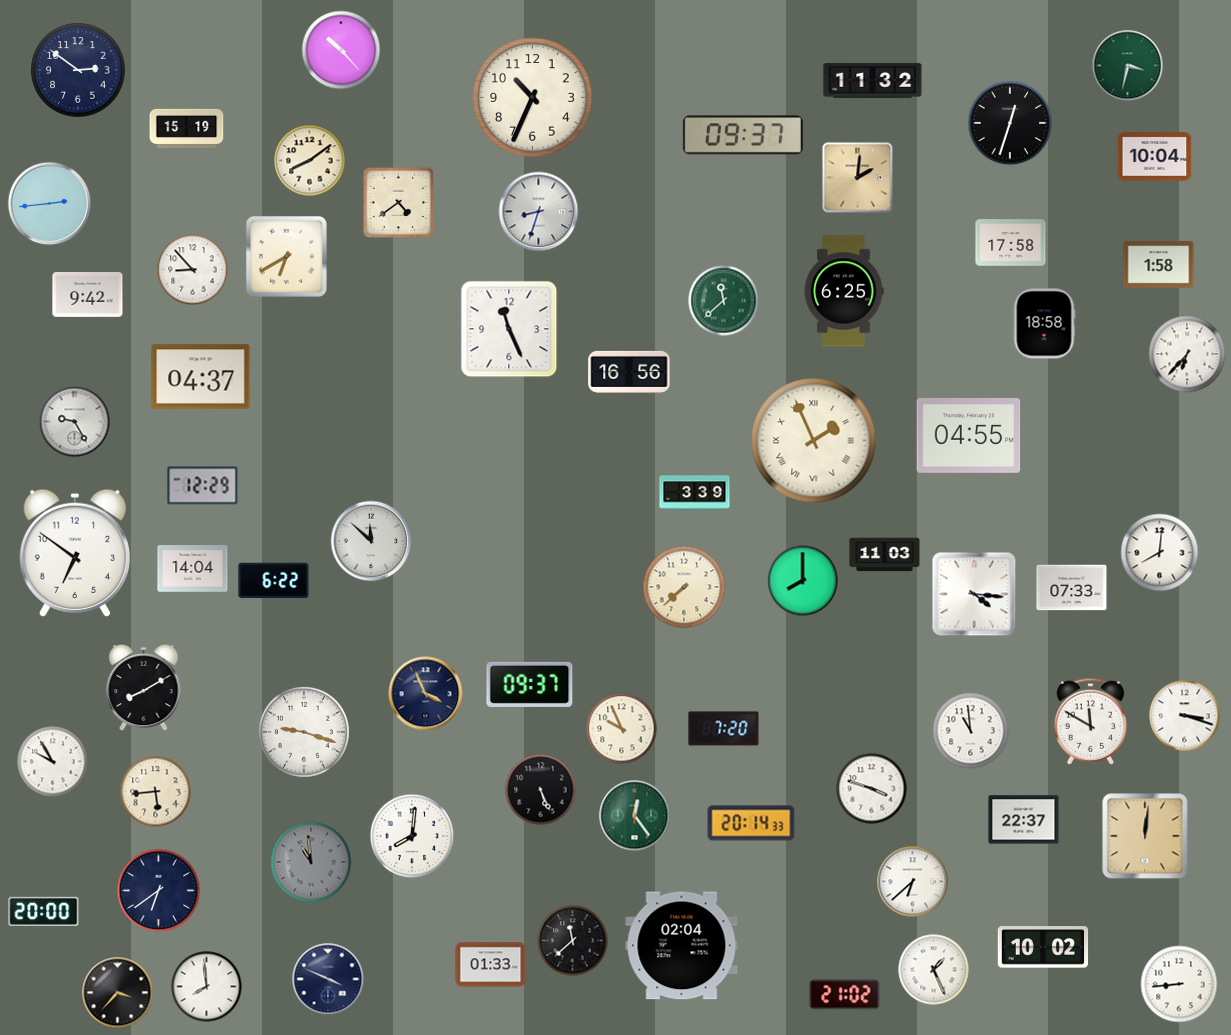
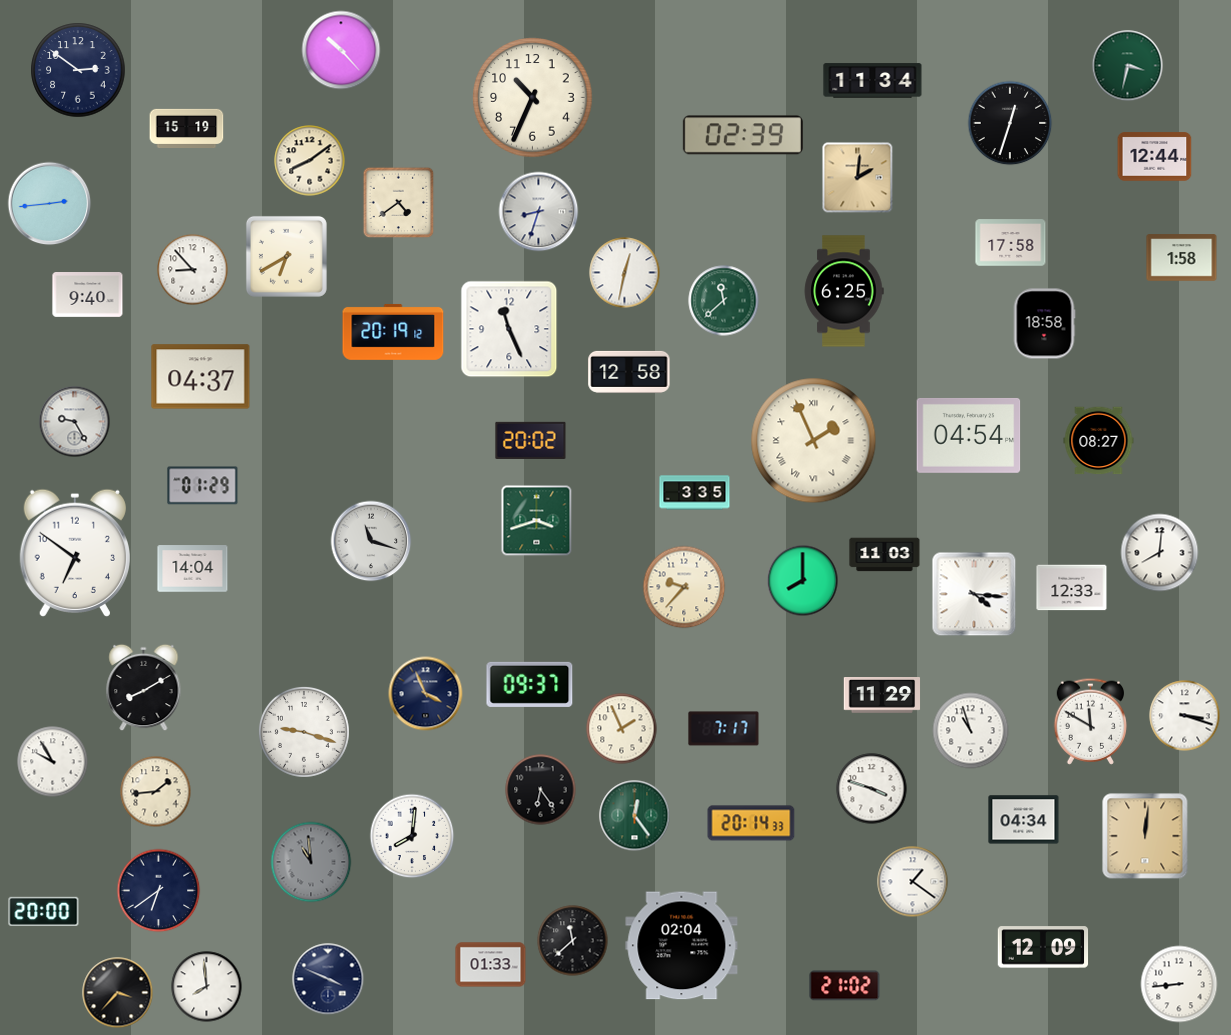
clock at (873, 81): 11:32 -> 11:34
clock at (743, 135): 09:37 -> 02:39
clock at (1155, 157): 10:04 -> 12:44
clock at (1159, 265) position: (1159, 265) -> (1182, 258)
clock at (625, 273): none -> 12:32
clock at (88, 295): 9:42 -> 9:40
clock at (393, 332): none -> 20:19
clock at (1187, 354): 6:37 -> none
clock at (629, 372): 16:56 -> 12:58
clock at (969, 435): 04:55 -> 04:54
clock at (531, 440): none -> 20:02
clock at (1099, 441): none -> 08:27
clock at (203, 486): 12:29 -> 01:29
clock at (695, 493): 3:39 -> 3:35
clock at (537, 521): none -> 3:42
clock at (371, 541): 11:52 -> 11:18
clock at (274, 581): 6:22 -> none
clock at (684, 587): 7:38 -> 9:37
clock at (1072, 588): 07:33 -> 12:33
clock at (882, 696): none -> 11:29
clock at (622, 729): 9:56 -> 1:56
clock at (724, 729): 7:20 -> 7:17
clock at (971, 731): 10:59 -> 10:57
clock at (541, 790): 5:26 -> 6:24
clock at (156, 792): 5:44 -> 1:44
clock at (1024, 820): 22:37 -> 04:34
clock at (913, 882): 6:38 -> 1:21
clock at (1043, 947): 10:02 -> 12:09
clock at (934, 970): 1:26 -> none
clock at (845, 995) position: (845, 995) -> (845, 986)
